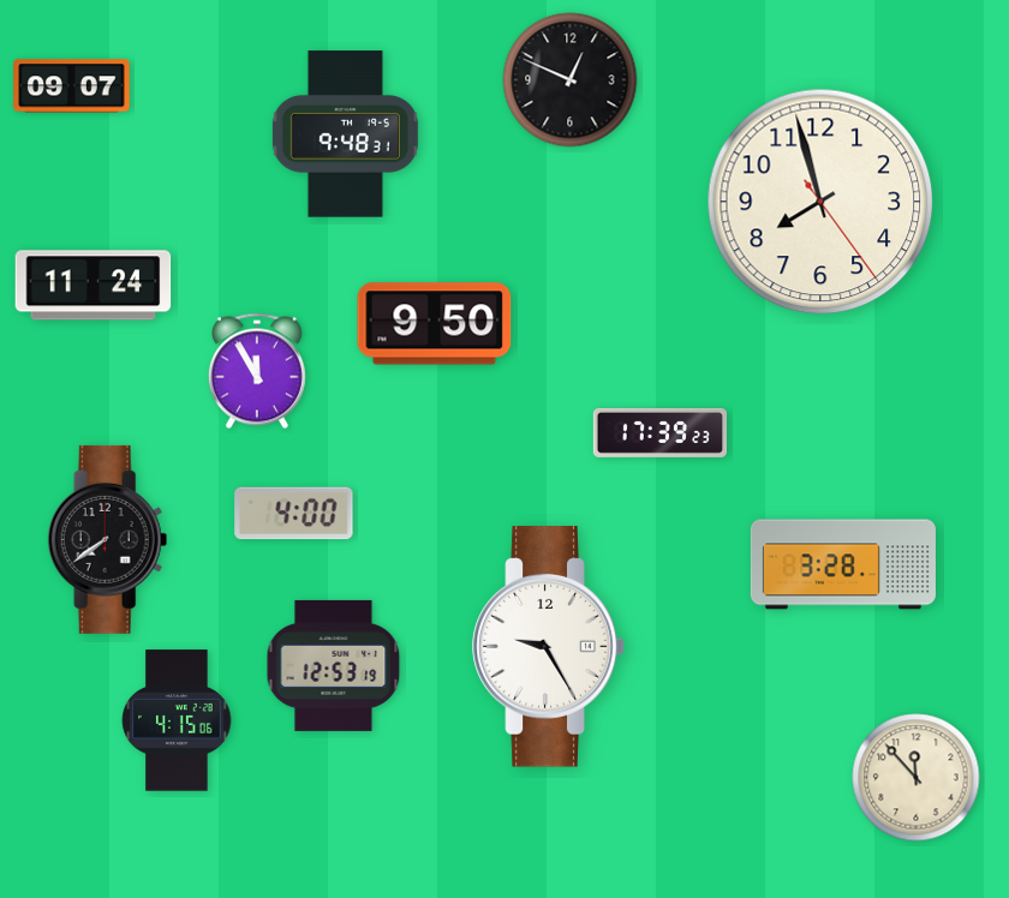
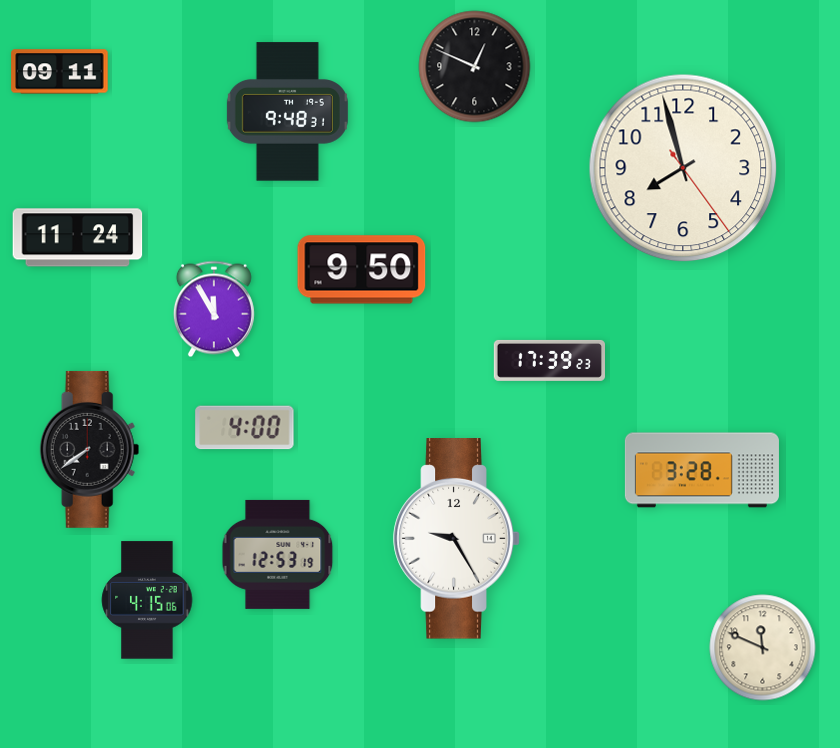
clock at (72, 86): 09:07 -> 09:11
clock at (917, 778): 11:53 -> 11:49
